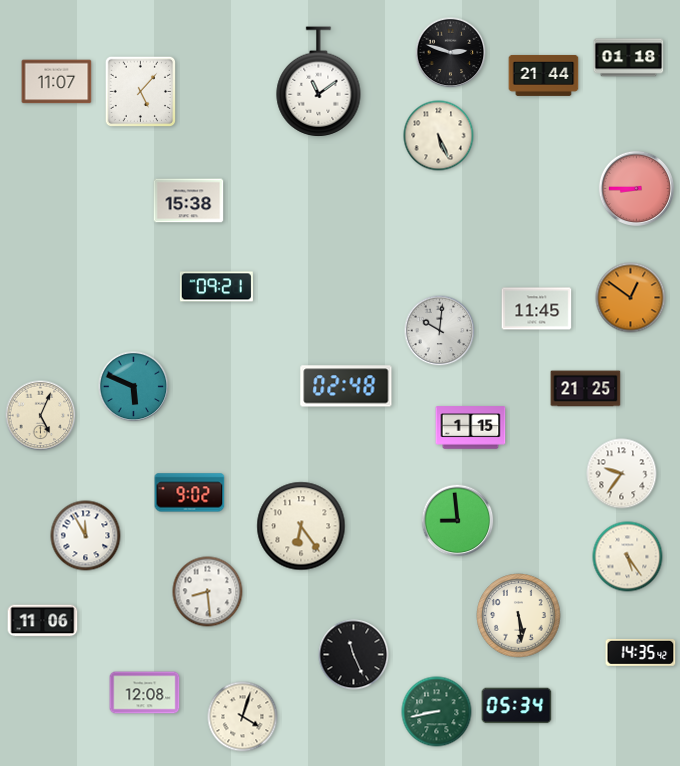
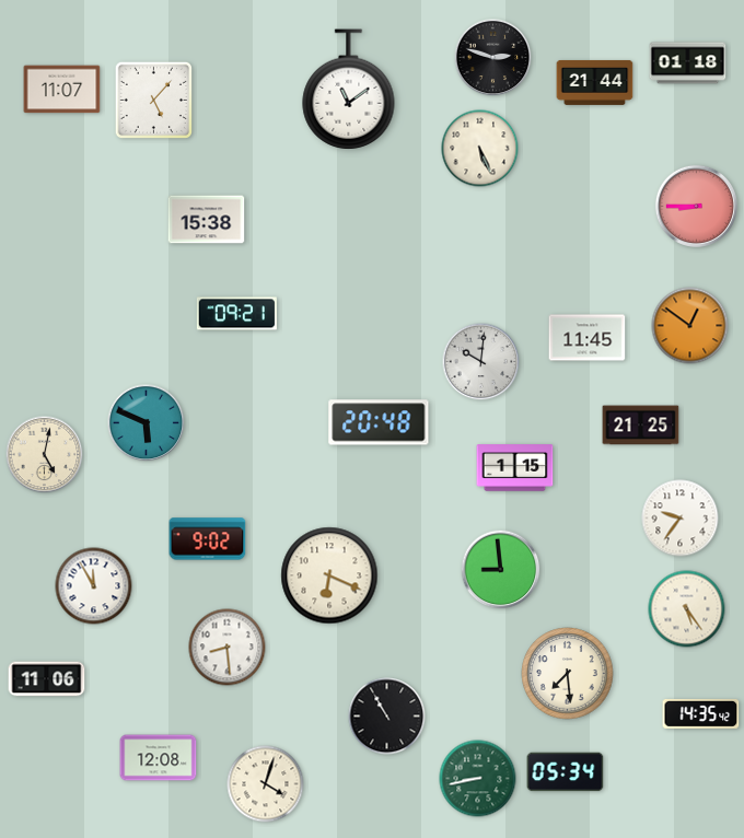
clock at (346, 386): 02:48 -> 20:48
clock at (41, 416): 5:04 -> 5:02
clock at (301, 526): 6:24 -> 6:19
clock at (519, 616): 5:29 -> 7:29
clock at (354, 655): 11:26 -> 10:55
